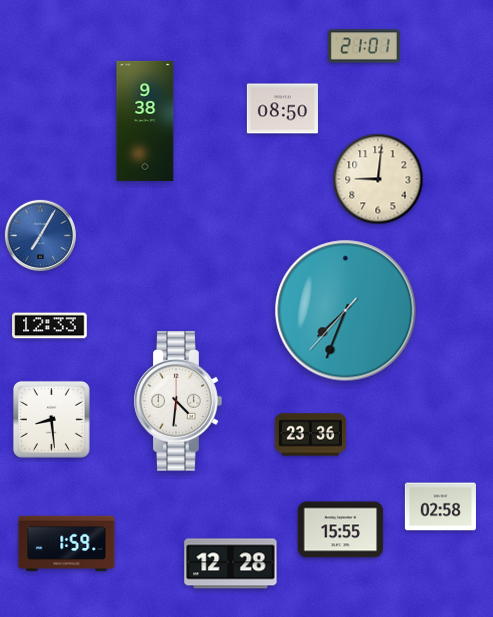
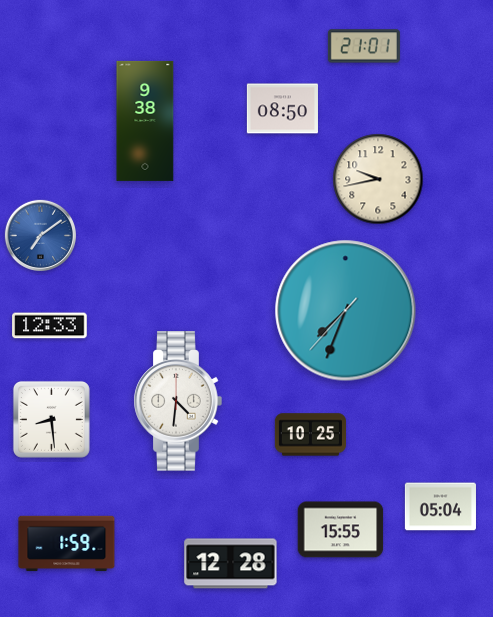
clock at (378, 179): 9:01 -> 9:43
clock at (40, 235): 7:05 -> 7:09
clock at (310, 435): 23:36 -> 10:25
clock at (440, 507): 02:58 -> 05:04
